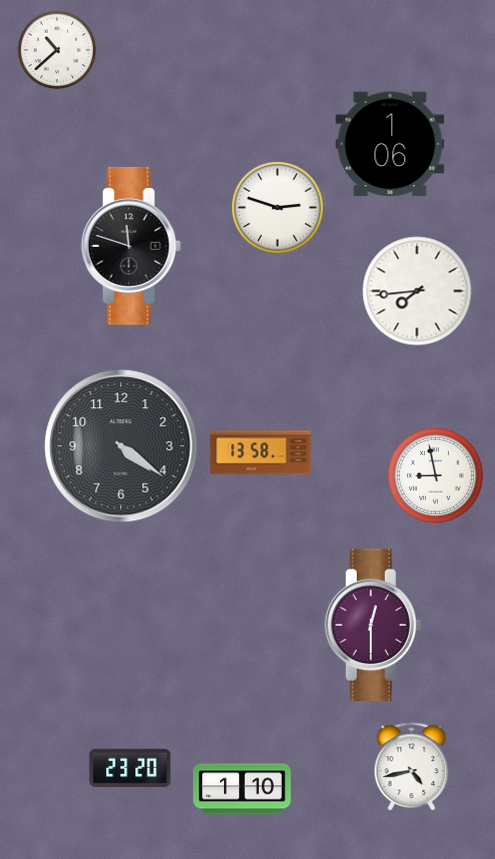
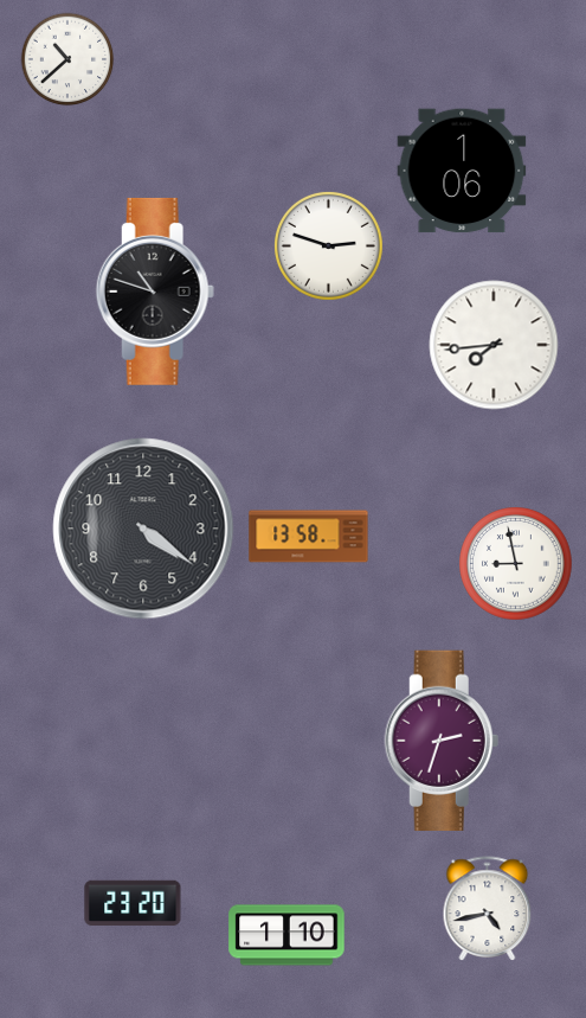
clock at (131, 246): 11:48 -> 10:48
clock at (373, 625): 12:30 -> 2:33
clock at (130, 767) position: (130, 767) -> (133, 902)
